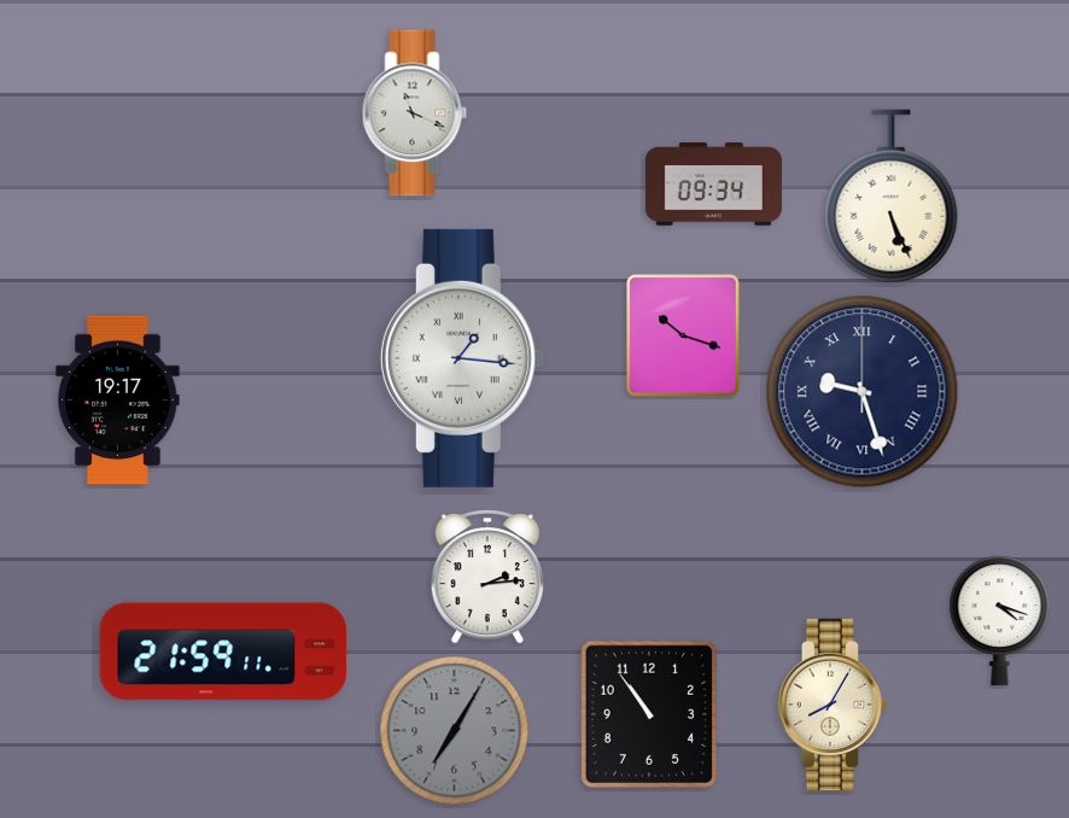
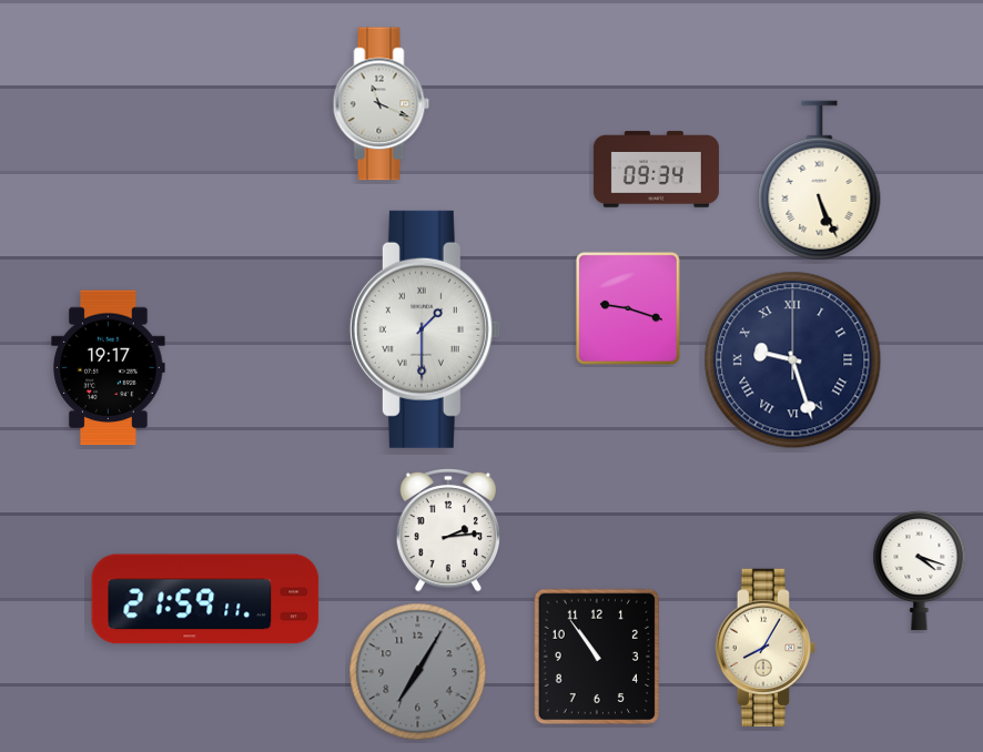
clock at (683, 335): 10:18 -> 9:18
clock at (462, 358): 1:16 -> 1:30
